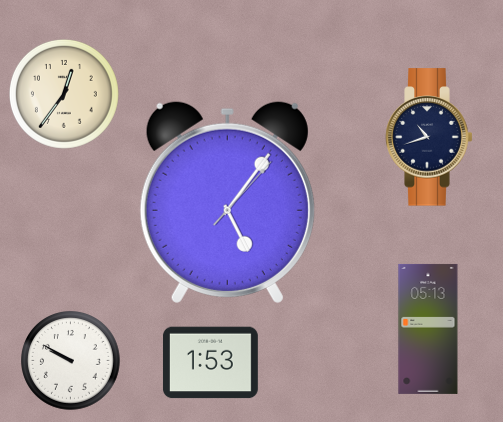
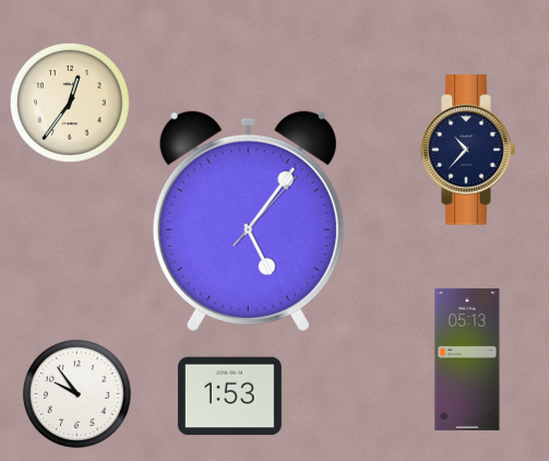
clock at (429, 137): 10:42 -> 10:37
clock at (71, 361): 9:50 -> 9:54
